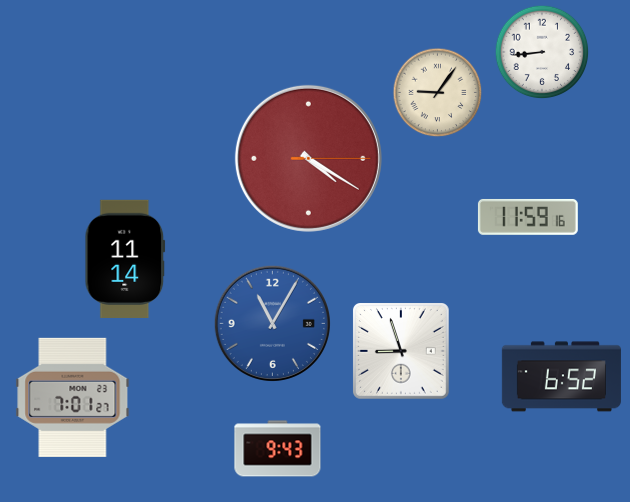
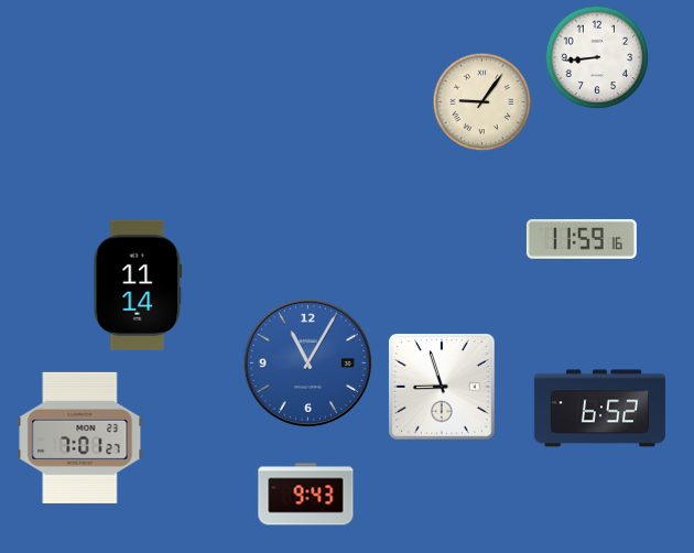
clock at (308, 158): 4:20 -> none
clock at (272, 323) position: (272, 323) -> (307, 362)
clock at (561, 377) position: (561, 377) -> (599, 409)
